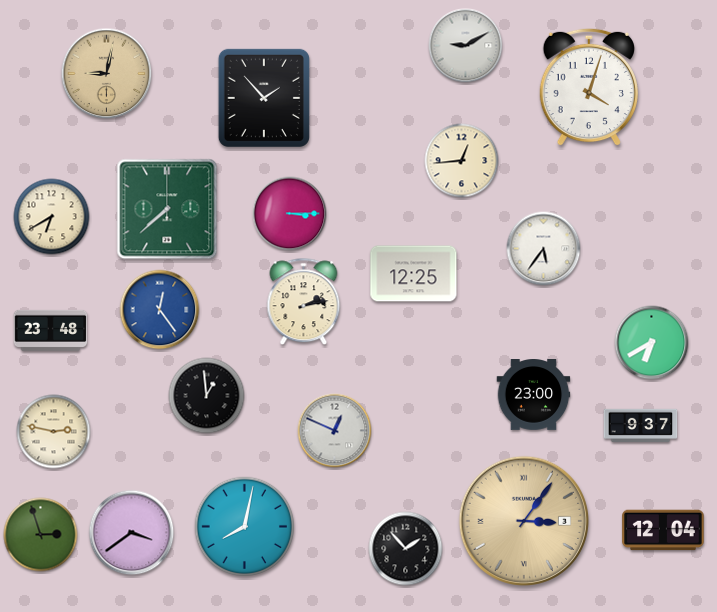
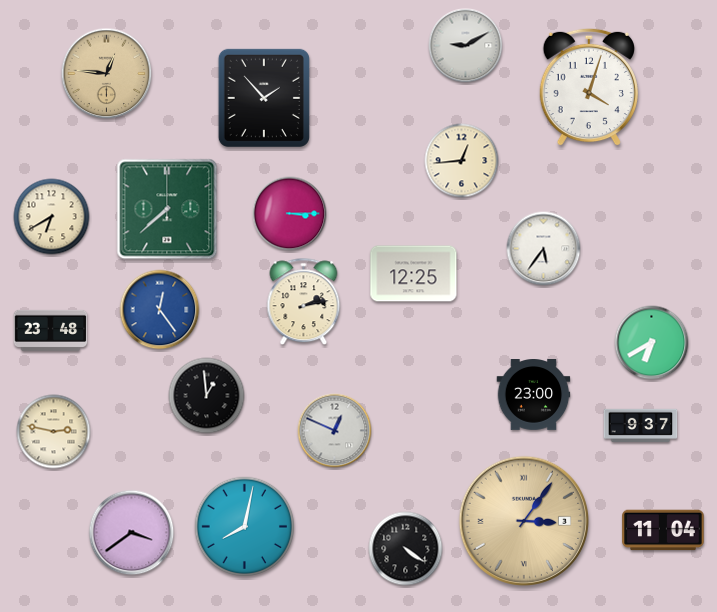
clock at (107, 74): 9:02 -> 12:46
clock at (663, 530): 12:04 -> 11:04
clock at (41, 535): 2:57 -> none
clock at (406, 549): 1:53 -> 4:21
